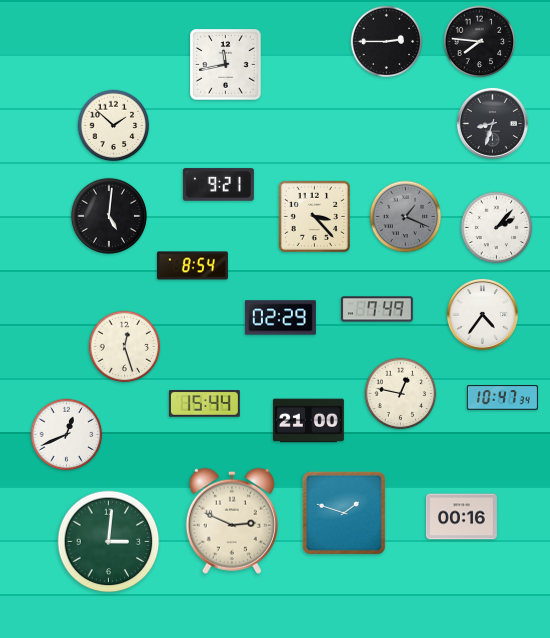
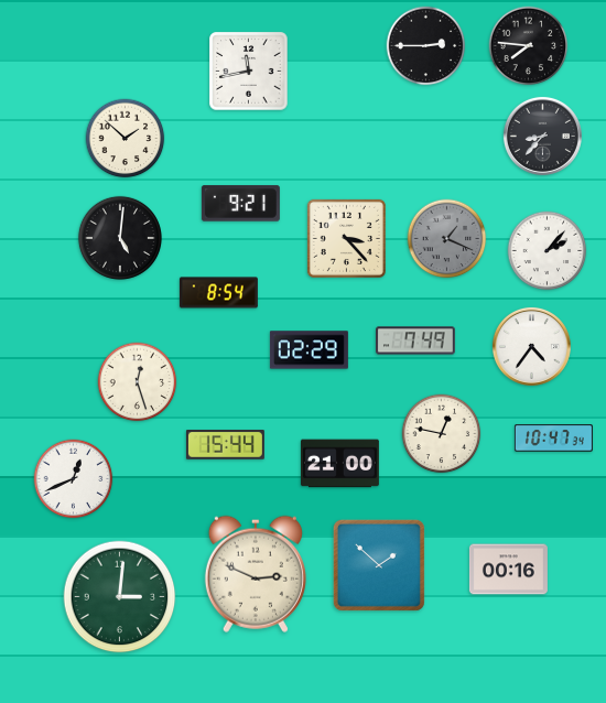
clock at (492, 123): 8:33 -> 8:37
clock at (192, 266) position: (192, 266) -> (218, 293)
clock at (344, 513): 1:48 -> 1:52
